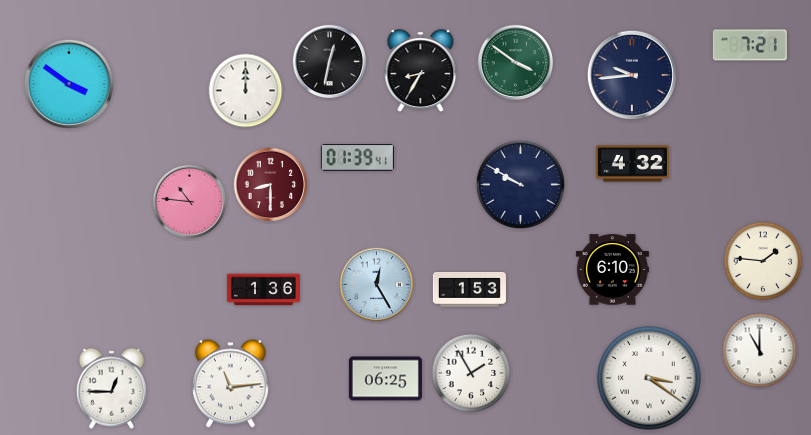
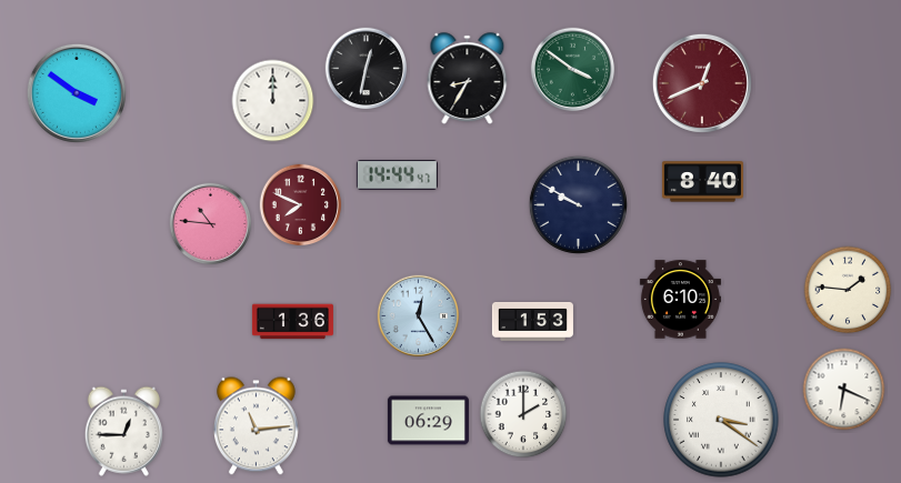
clock at (750, 45): 7:21 -> none
clock at (632, 75): 9:44 -> 12:41
clock at (632, 75) dial: navy -> burgundy
clock at (357, 158): 01:39 -> 14:44
clock at (632, 164): 4:32 -> 8:40
clock at (271, 185): 8:30 -> 7:49
clock at (469, 290) position: (469, 290) -> (532, 322)
clock at (760, 351): 11:00 -> 6:19
clock at (471, 373): 1:55 -> 2:00
clock at (385, 379): 06:25 -> 06:29
